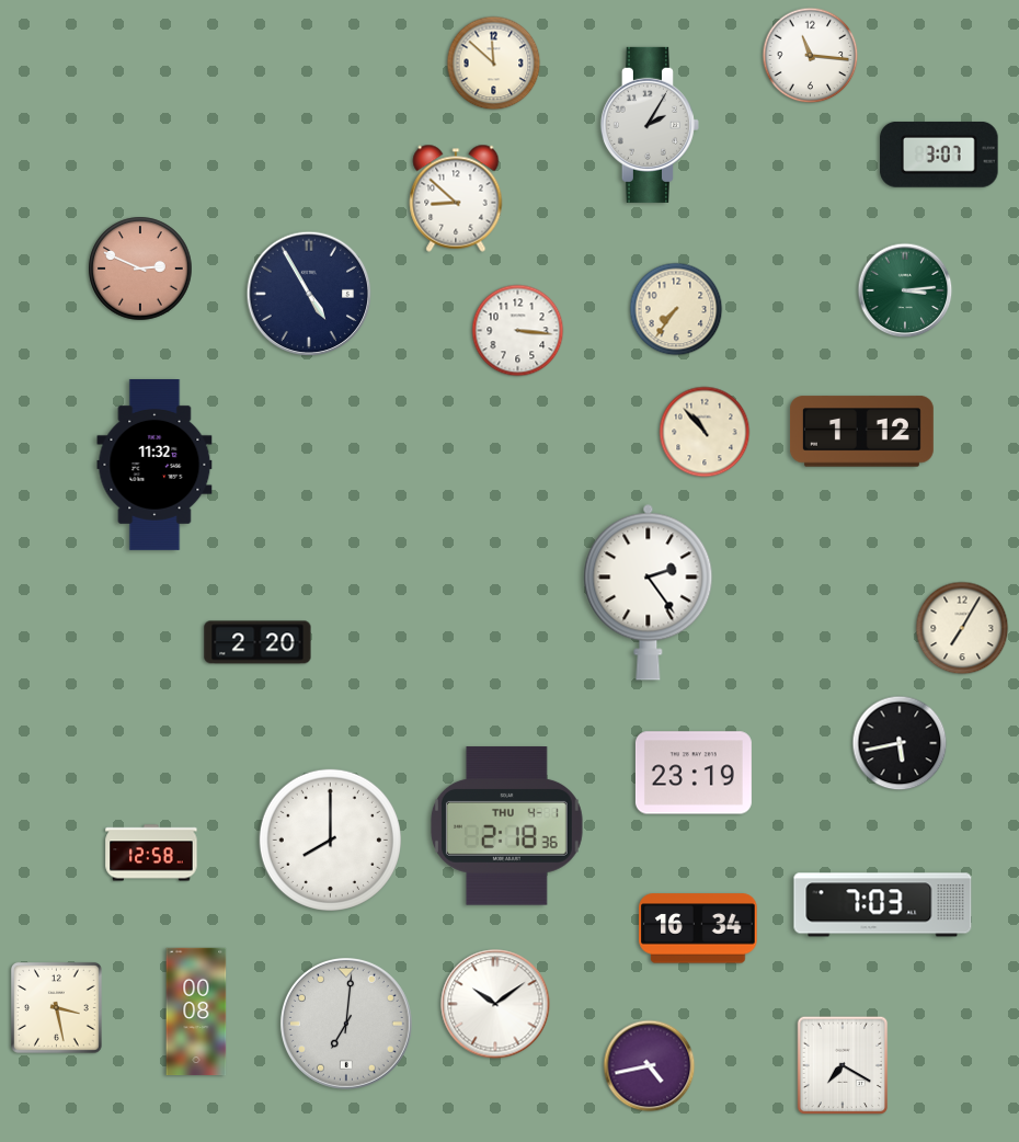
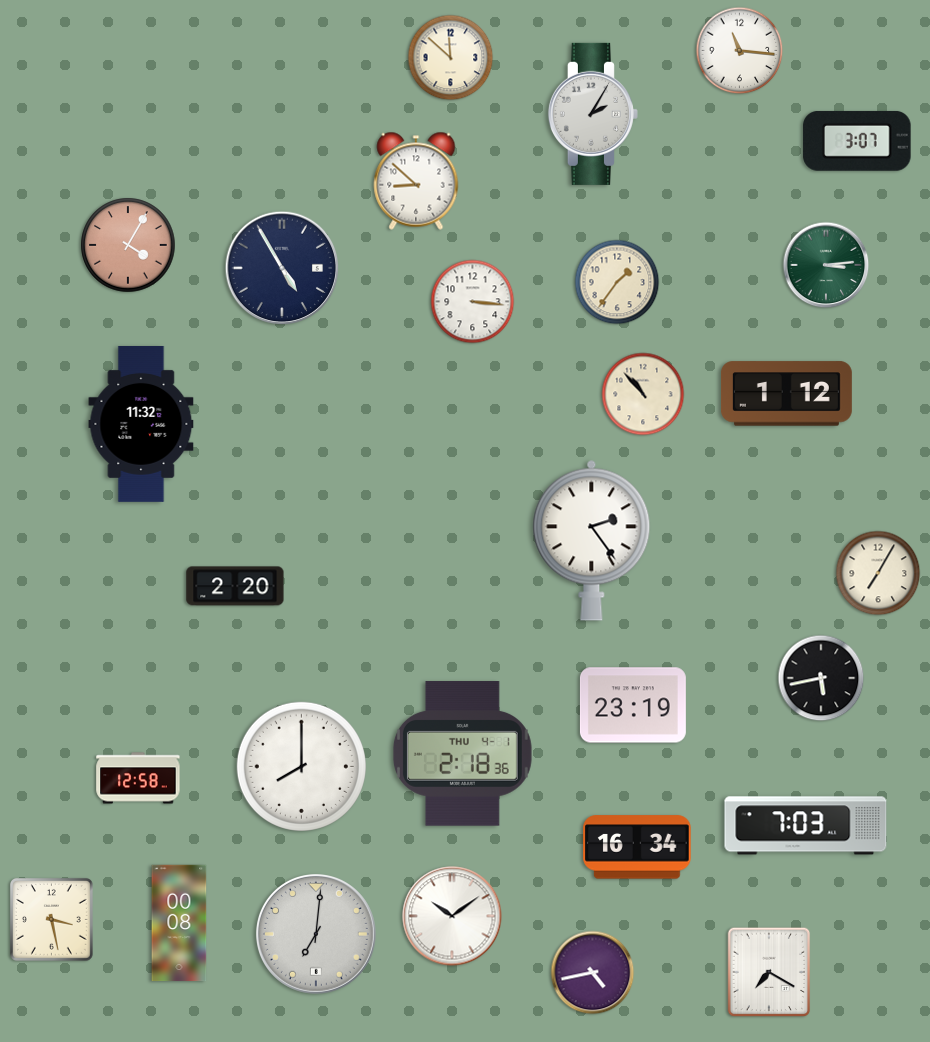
clock at (140, 269): 2:49 -> 4:05
clock at (676, 309): 7:36 -> 1:36
